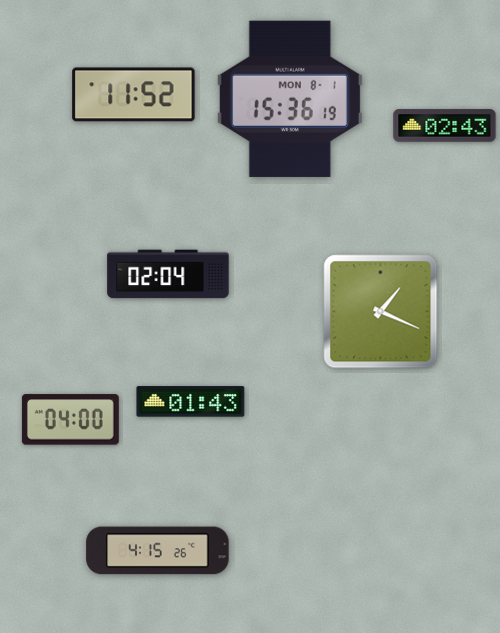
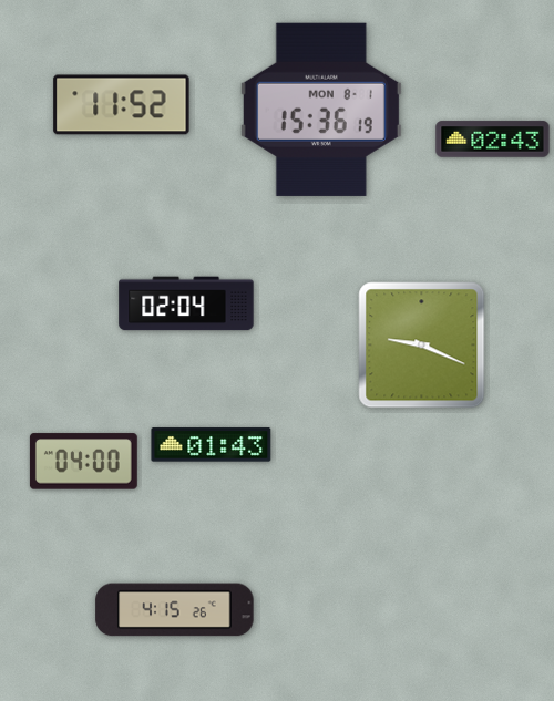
clock at (134, 95) position: (134, 95) -> (122, 105)
clock at (381, 312): 1:19 -> 9:19
clock at (70, 420) position: (70, 420) -> (83, 462)
